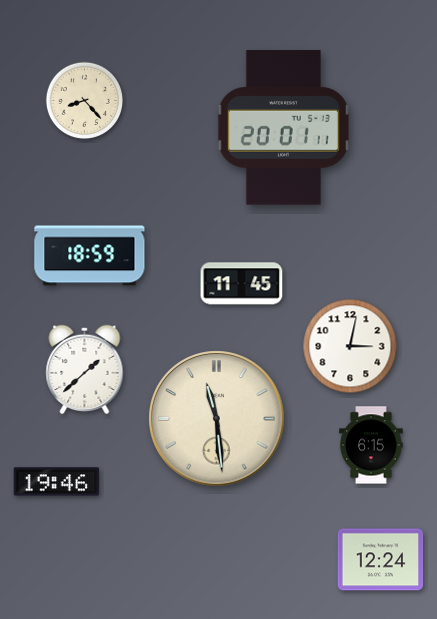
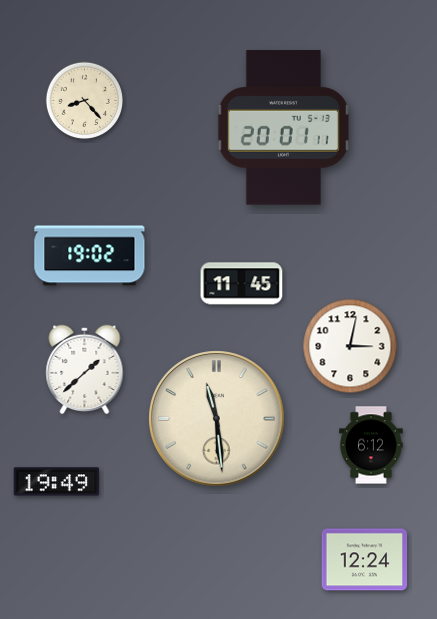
clock at (90, 256): 18:59 -> 19:02
clock at (371, 445): 6:15 -> 6:12
clock at (57, 482): 19:46 -> 19:49
clock at (381, 560) position: (381, 560) -> (365, 560)
